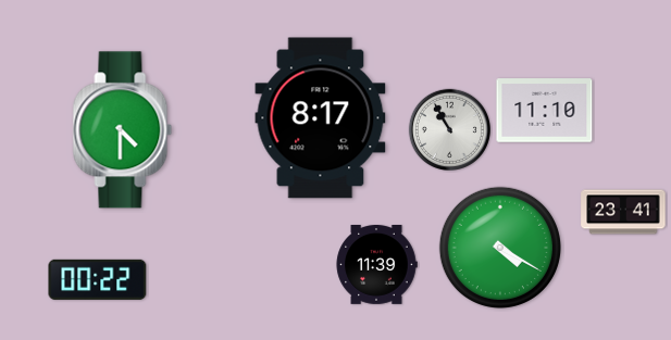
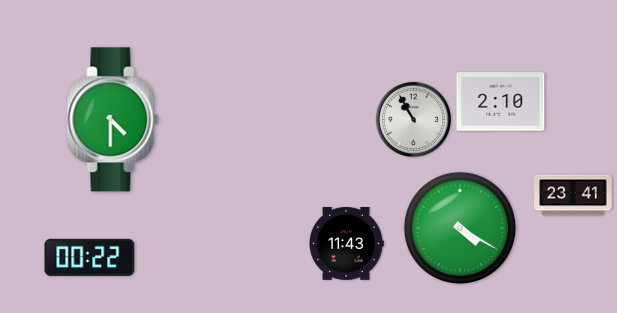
clock at (545, 111): 11:10 -> 2:10
clock at (321, 118): 8:17 -> none
clock at (376, 265): 11:39 -> 11:43
